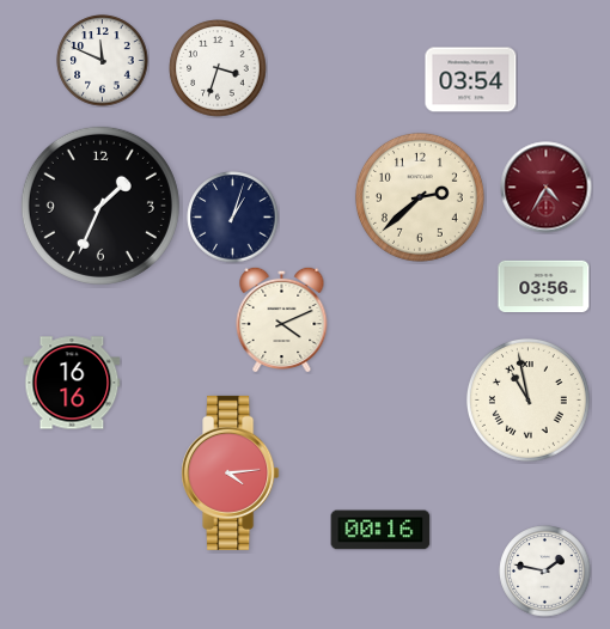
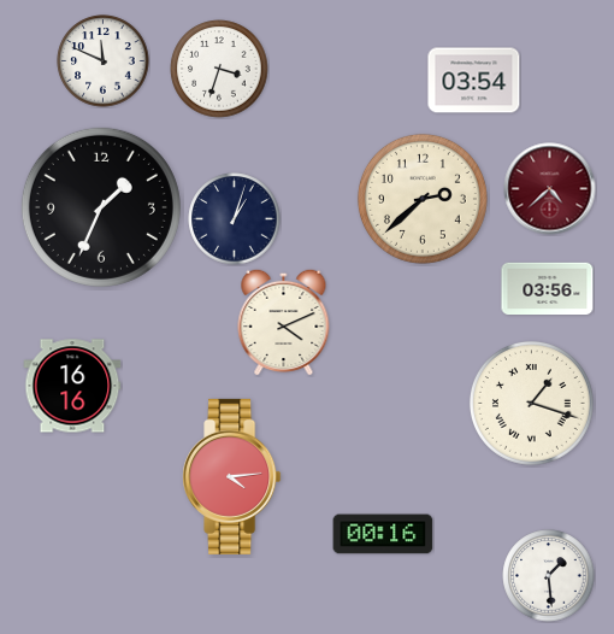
clock at (547, 188): 4:35 -> 4:38
clock at (527, 399): 10:58 -> 1:18
clock at (545, 572): 1:47 -> 1:29
